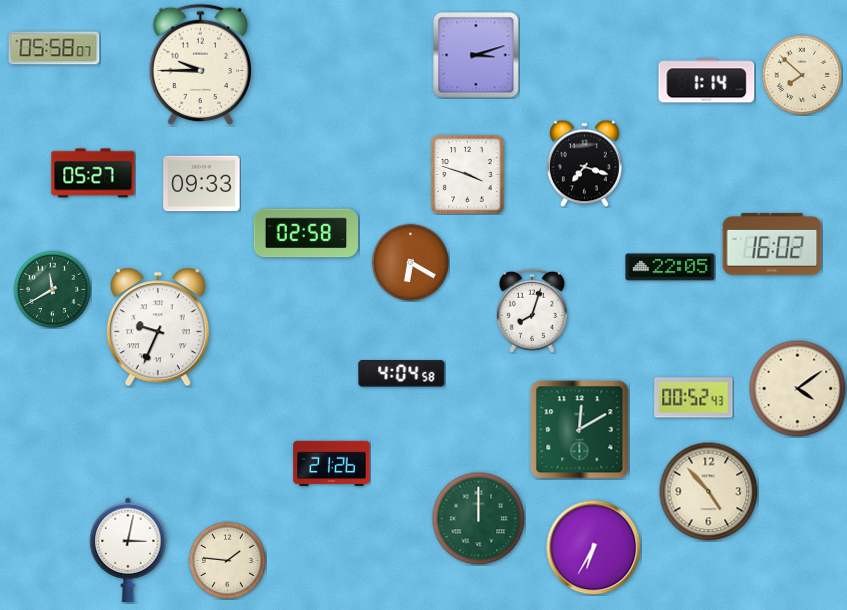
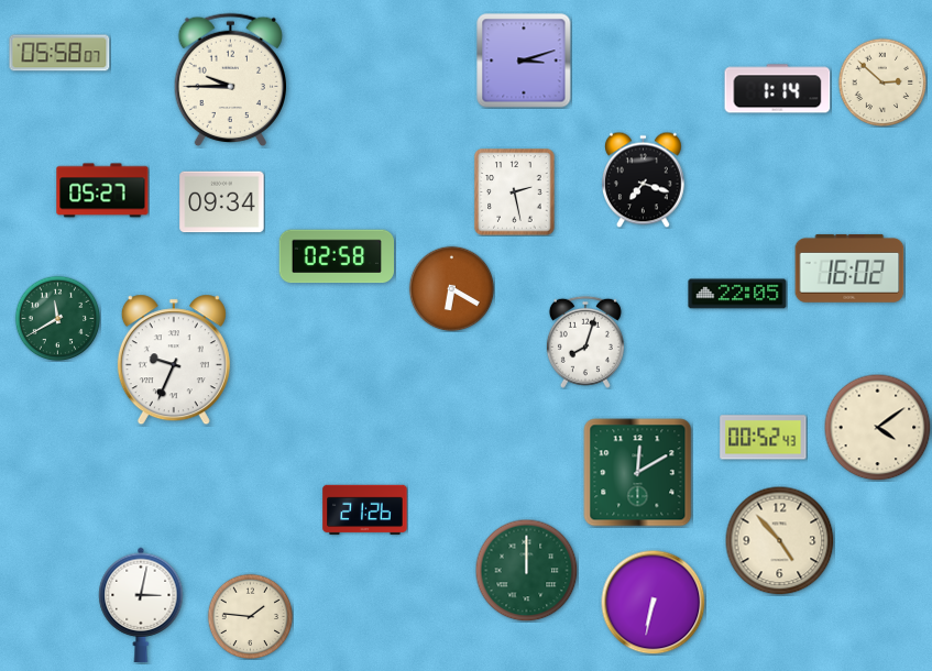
clock at (201, 65) position: (201, 65) -> (231, 80)
clock at (802, 75): 7:52 -> 2:52
clock at (468, 175): 3:48 -> 2:28
clock at (202, 184): 09:33 -> 09:34
clock at (402, 374): 4:04 -> none
clock at (593, 547): 6:35 -> 6:32
